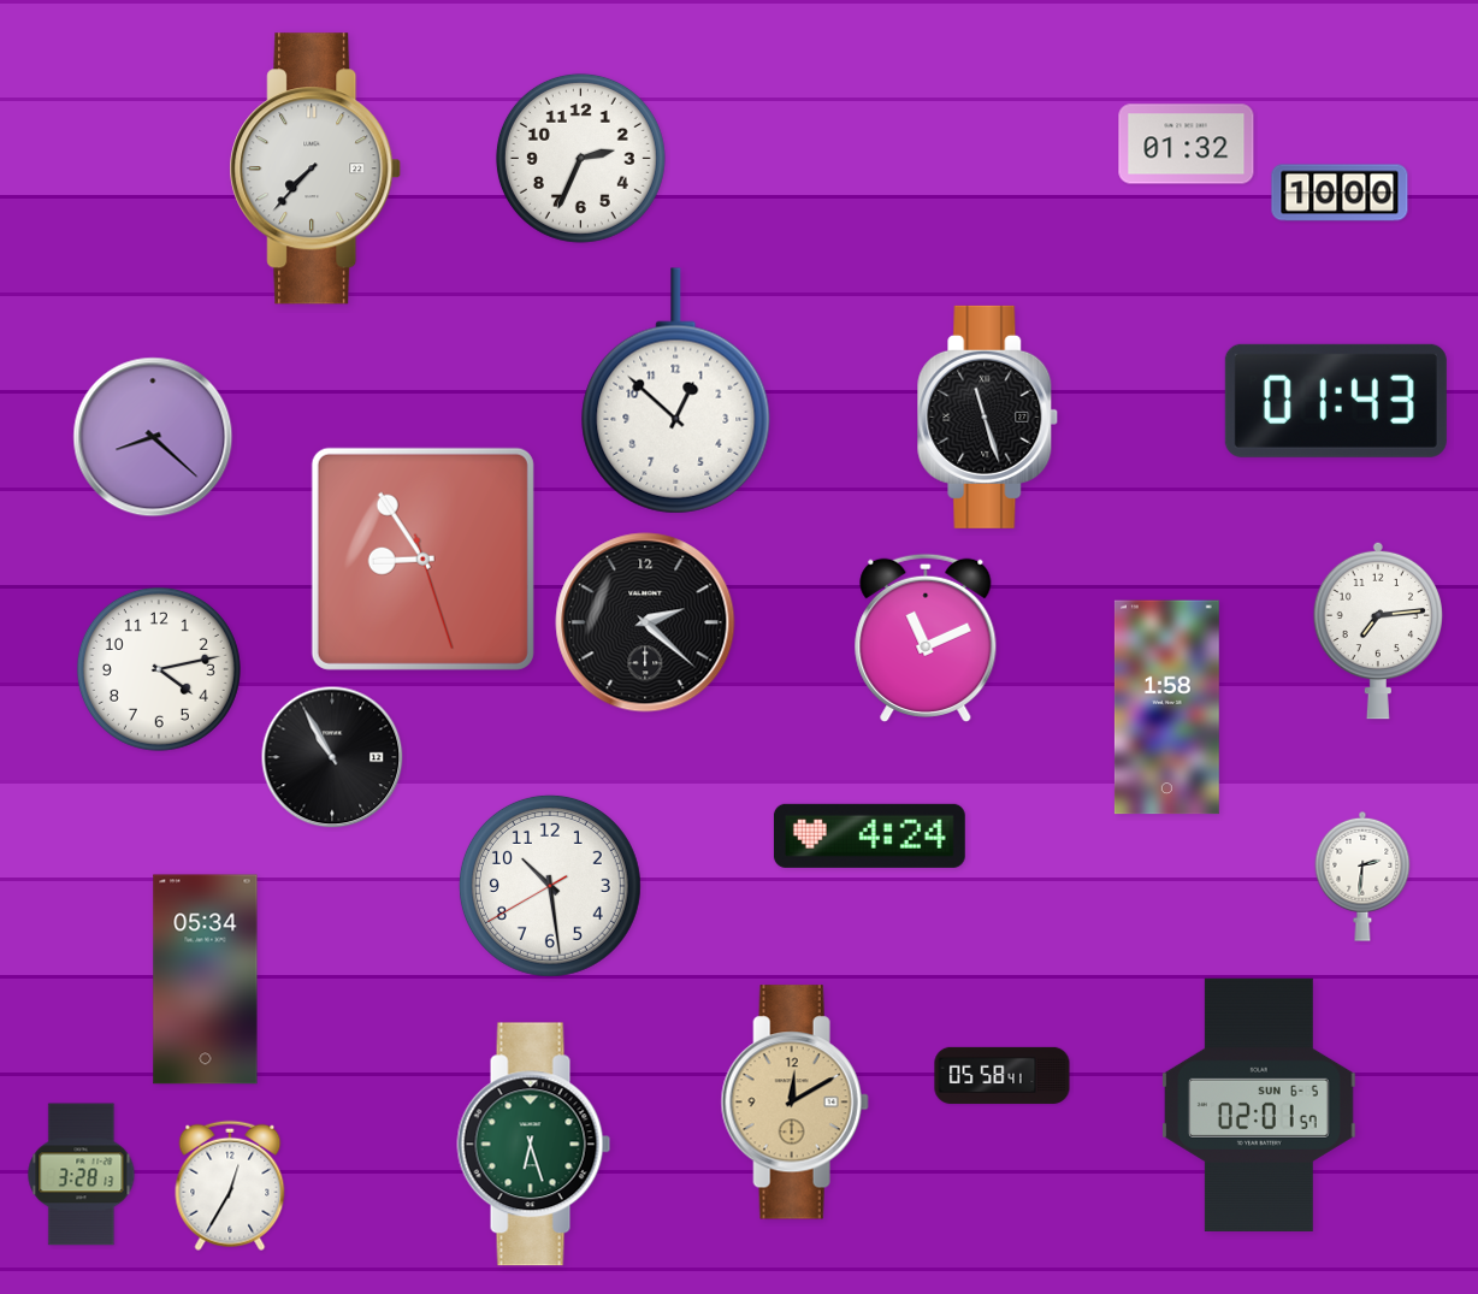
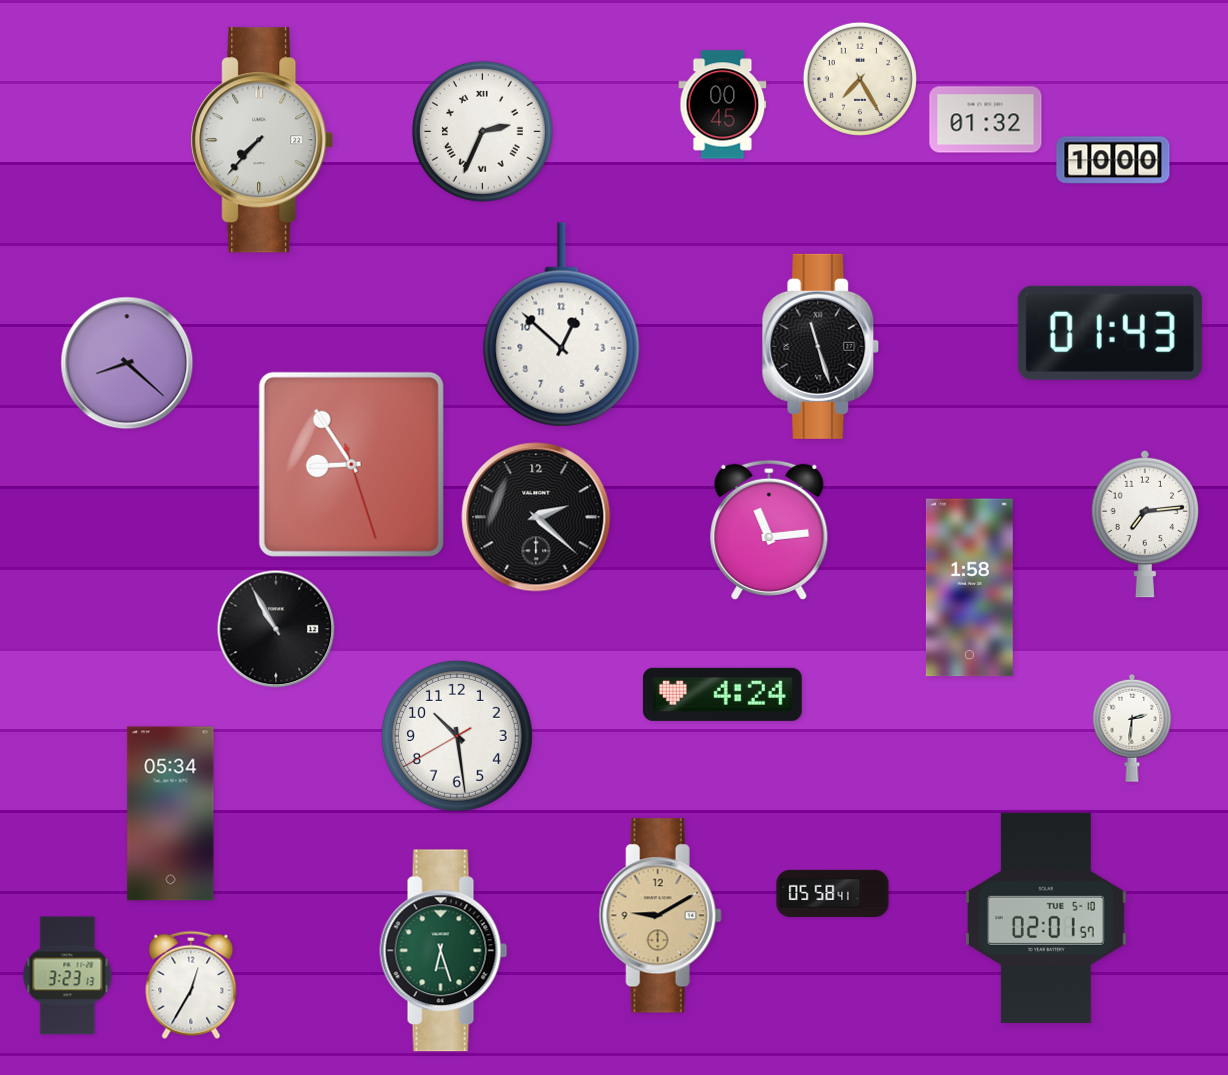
clock at (860, 79): none -> 7:25
clock at (723, 105): none -> 00:45
clock at (580, 158) numerals: Arabic -> Roman
clock at (926, 638): 11:11 -> 11:14
clock at (159, 669): 4:13 -> none
clock at (794, 1103): 12:10 -> 9:10
clock at (1259, 1105) date: SUN 6-5 -> TUE 5-10
clock at (82, 1175): 3:28 -> 3:23
